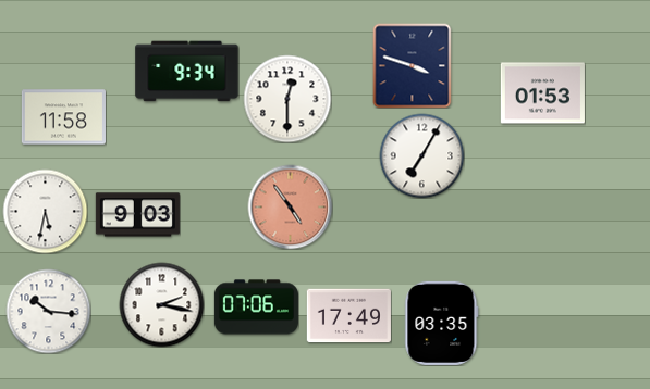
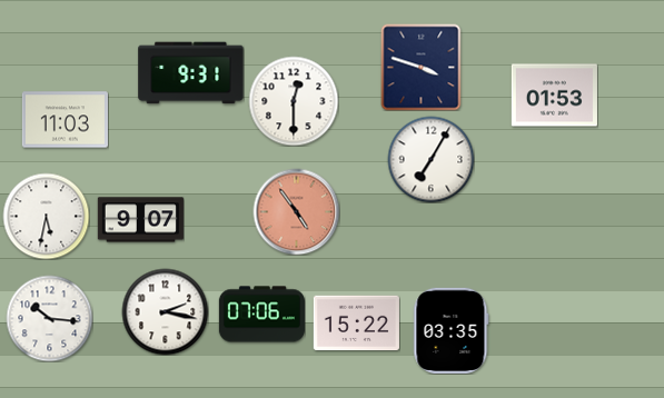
clock at (187, 72): 9:34 -> 9:31
clock at (63, 117): 11:58 -> 11:03
clock at (137, 215): 9:03 -> 9:07
clock at (348, 316): 17:49 -> 15:22
